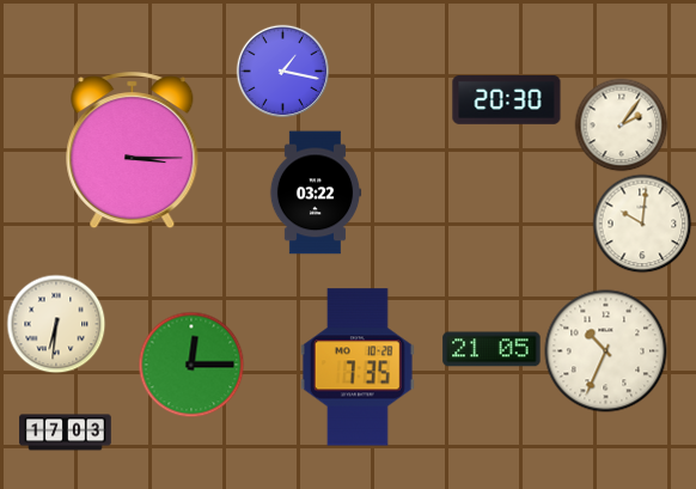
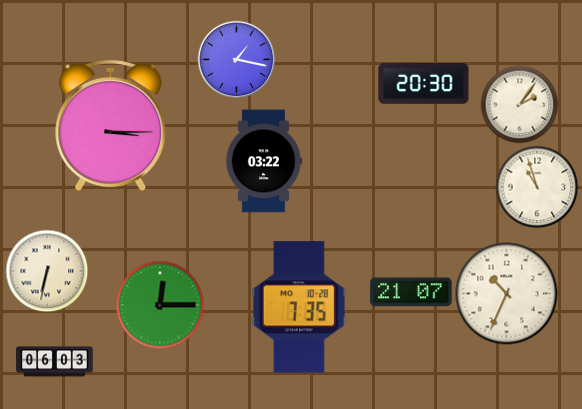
clock at (642, 224): 10:01 -> 10:57
clock at (56, 324): 6:31 -> 6:32
clock at (492, 349): 21:05 -> 21:07
clock at (66, 433): 17:03 -> 06:03
